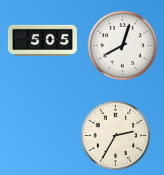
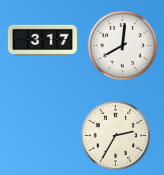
clock at (42, 41): 5:05 -> 3:17
clock at (123, 46): 8:03 -> 8:01
